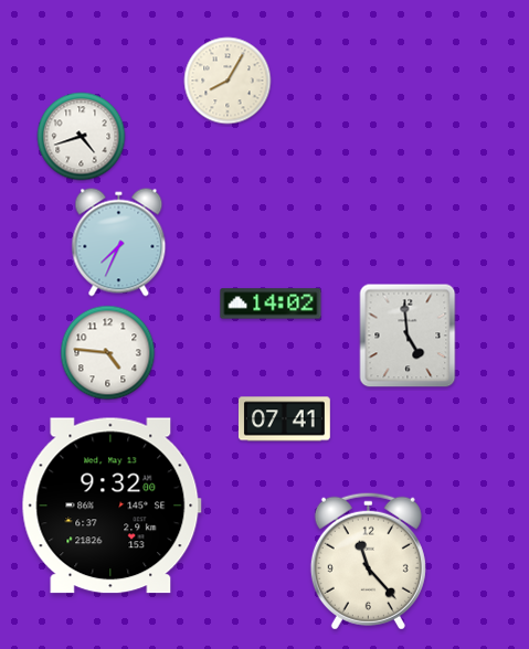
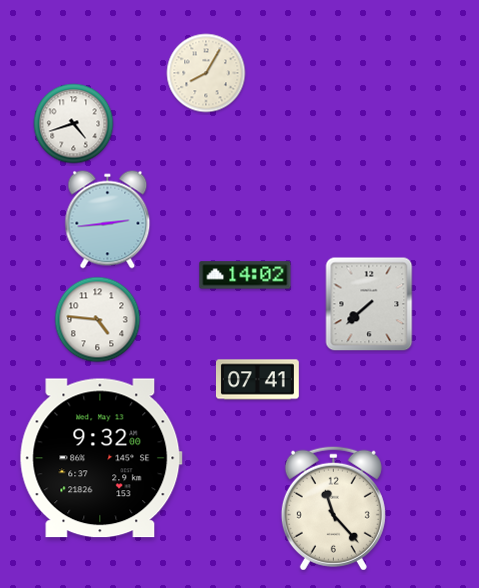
clock at (119, 243): 7:34 -> 2:44
clock at (408, 336): 4:59 -> 7:38
